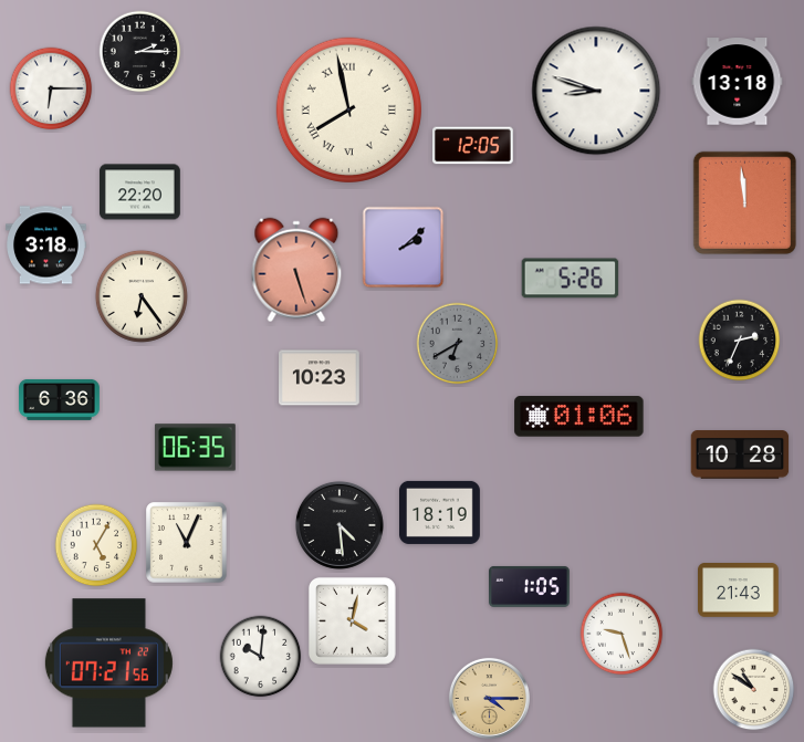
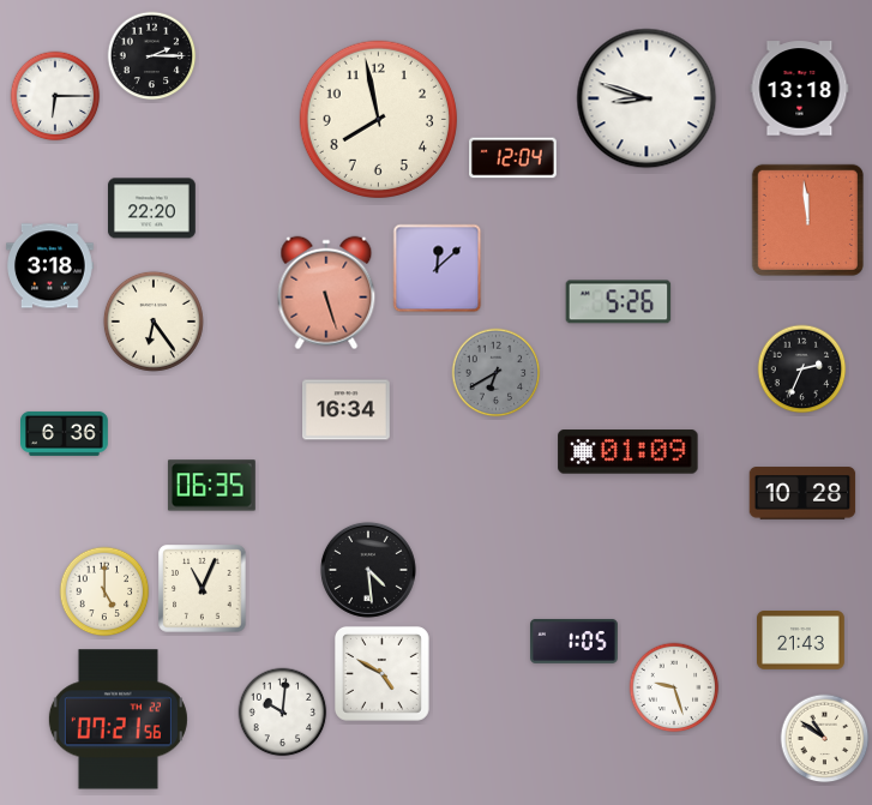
clock at (348, 109) numerals: Roman -> Arabic
clock at (473, 146): 12:05 -> 12:04
clock at (404, 248): 2:08 -> 12:08
clock at (296, 270) position: (296, 270) -> (326, 293)
clock at (320, 378): 10:23 -> 16:34
clock at (579, 417): 01:06 -> 01:09
clock at (440, 512): 18:19 -> none
clock at (96, 545): 5:05 -> 5:00
clock at (530, 586) position: (530, 586) -> (575, 641)
clock at (352, 620): 4:02 -> 4:50
clock at (754, 690) position: (754, 690) -> (825, 739)
clock at (489, 698): 4:15 -> none
